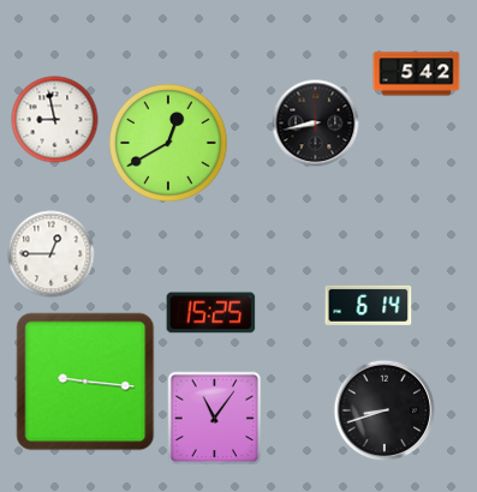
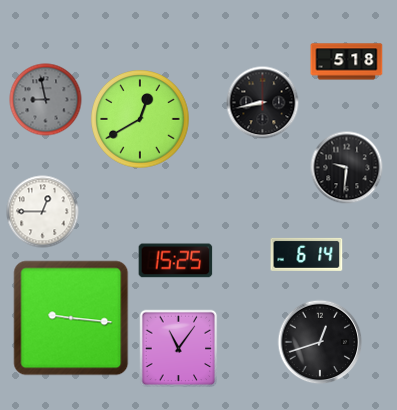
clock at (417, 74): 5:42 -> 5:18
clock at (55, 120) dial: white -> grey
clock at (347, 168): none -> 9:31
clock at (384, 410): 8:42 -> 12:42
